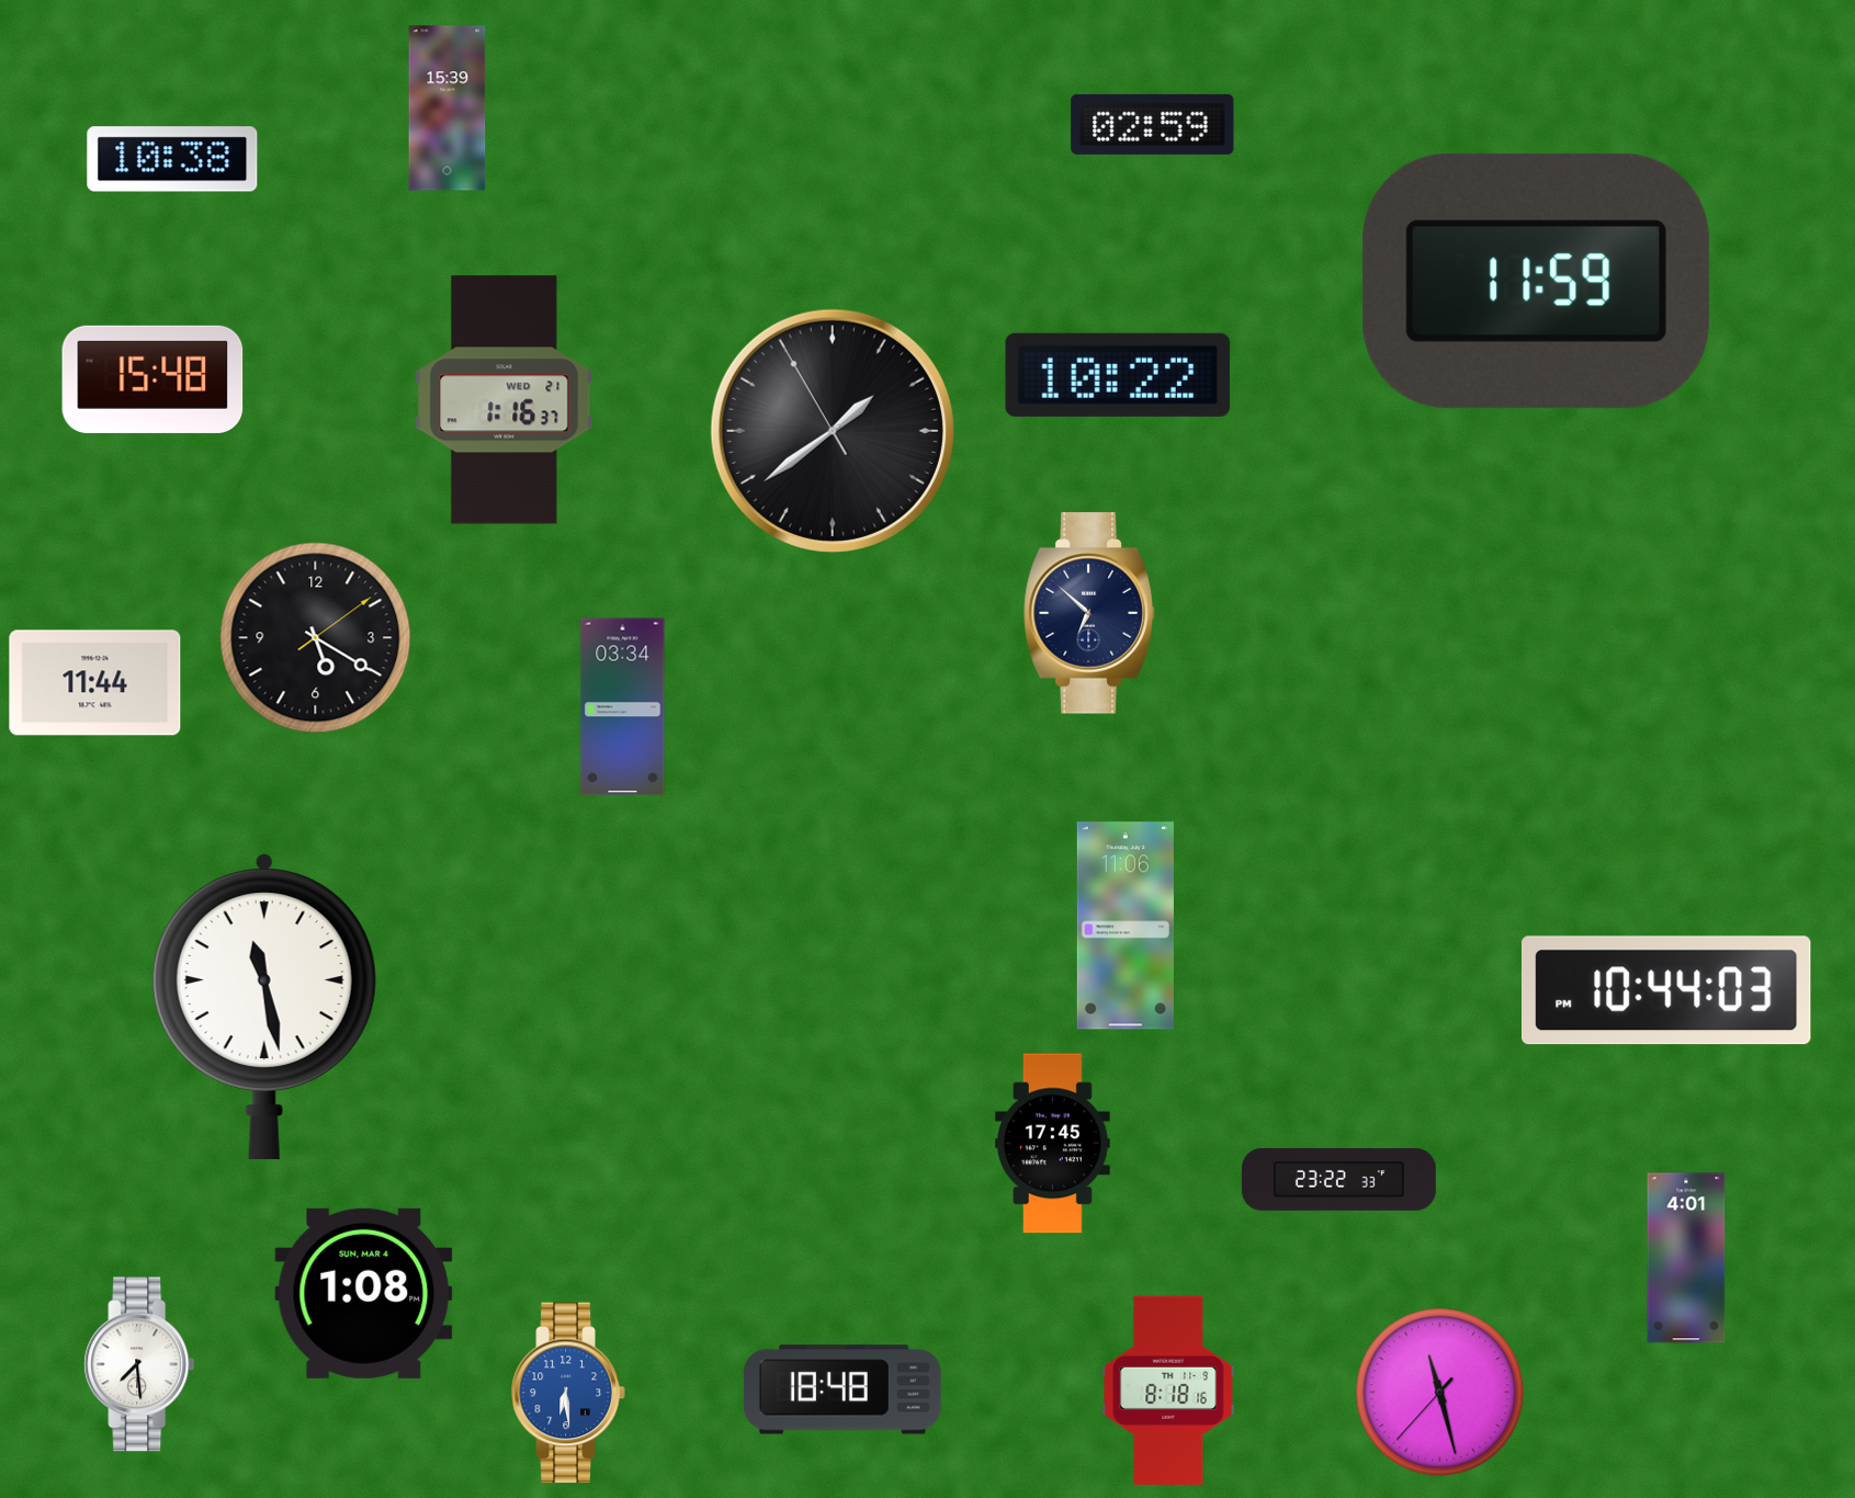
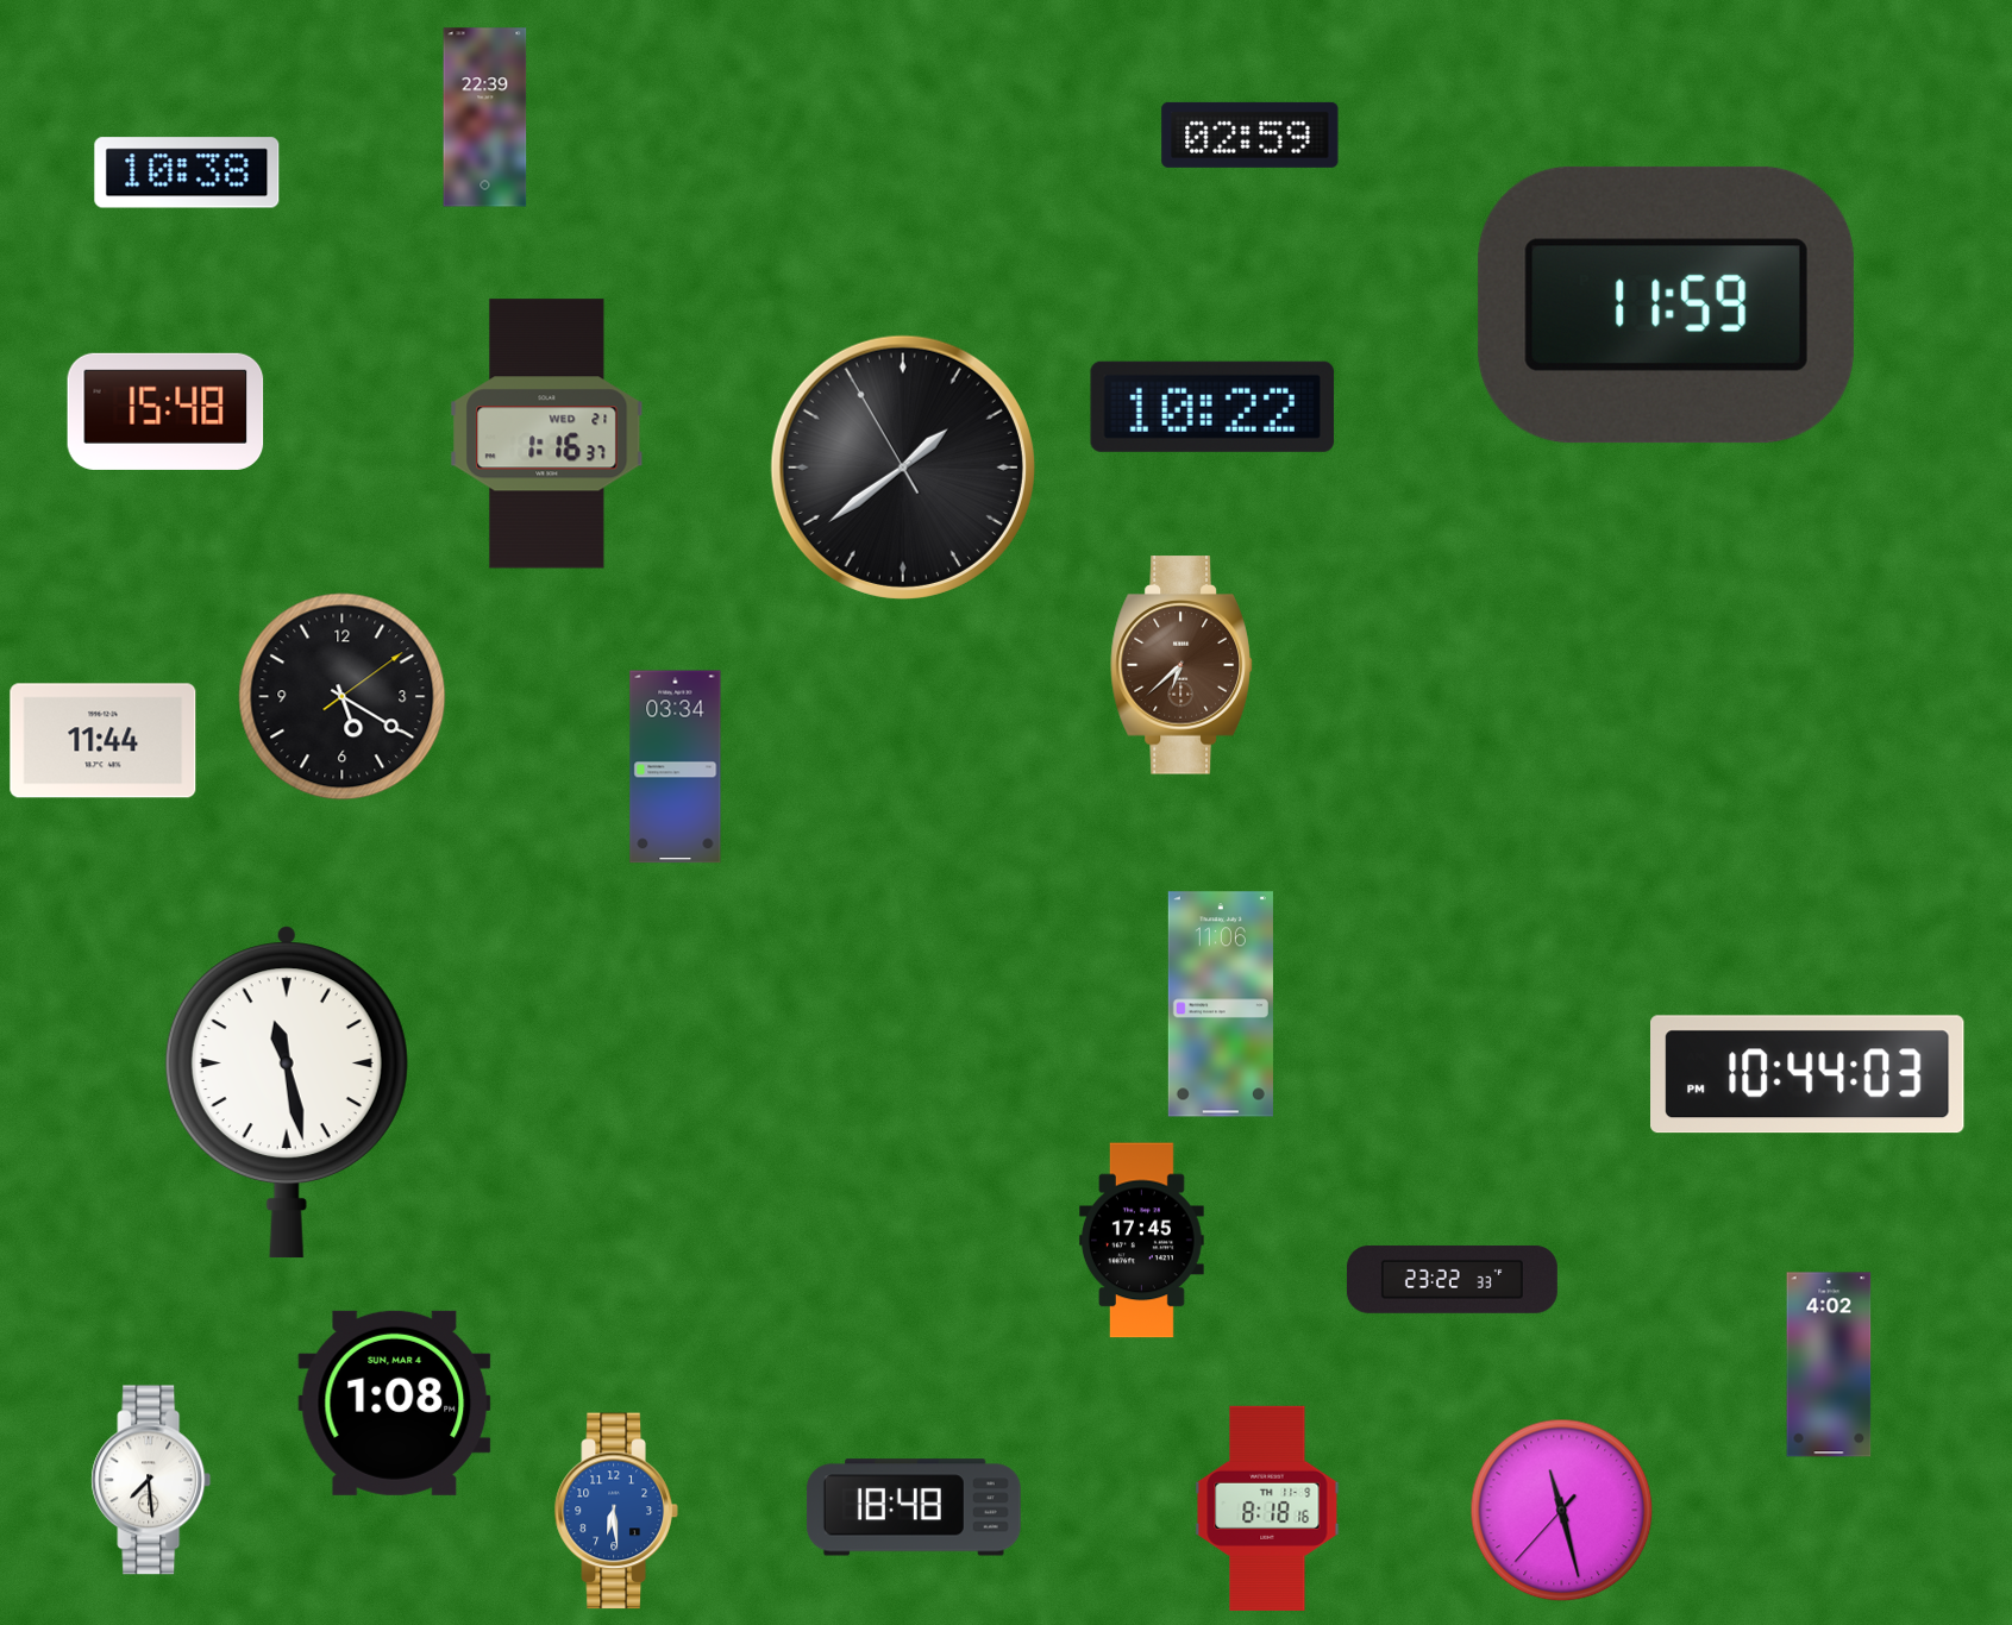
clock at (448, 109): 15:39 -> 22:39
clock at (1089, 613): 6:52 -> 6:38
clock at (1089, 613) dial: navy -> brown
clock at (316, 638) position: (316, 638) -> (343, 697)
clock at (1686, 1258): 4:01 -> 4:02
